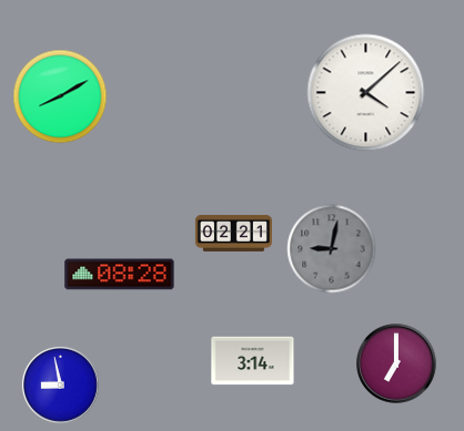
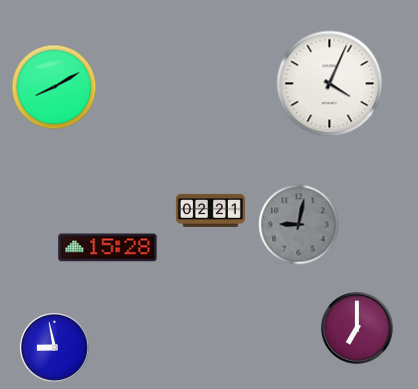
clock at (366, 93): 4:08 -> 4:04
clock at (120, 275): 08:28 -> 15:28
clock at (253, 361): 3:14 -> none
